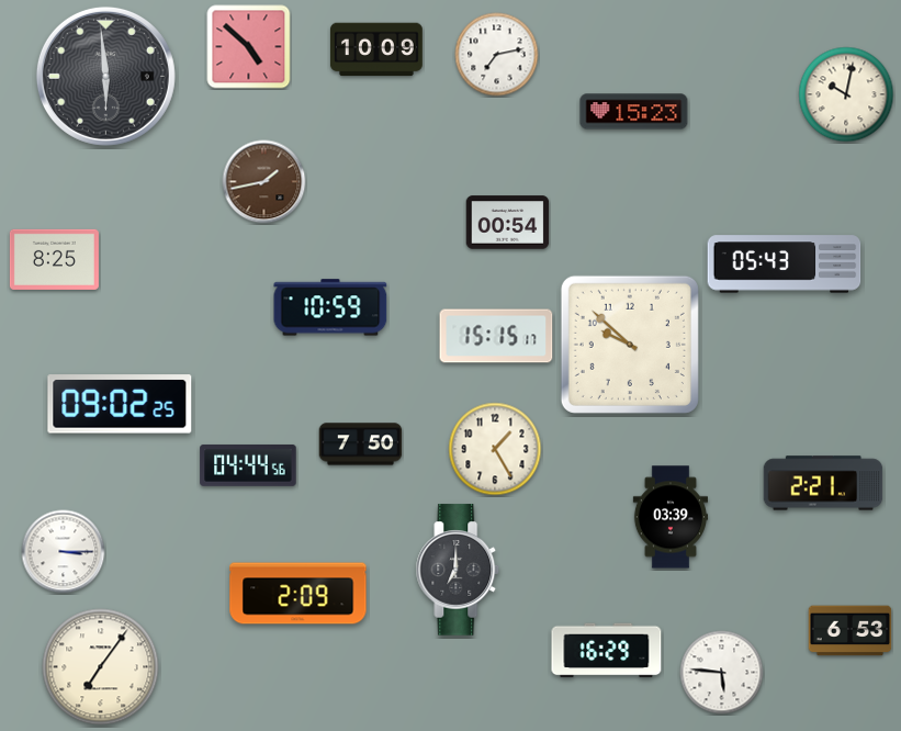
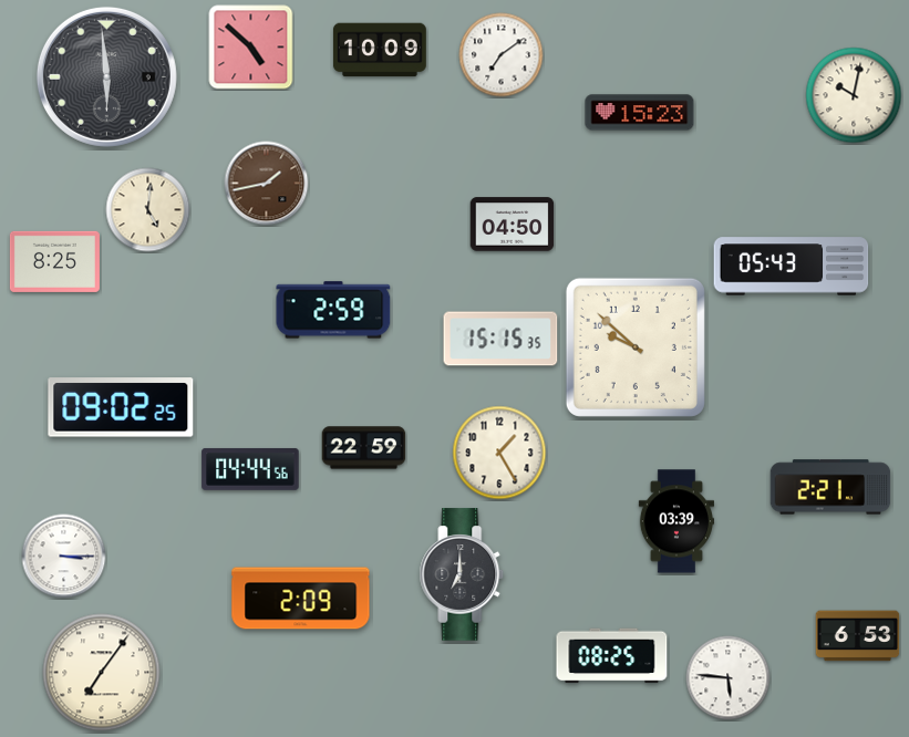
clock at (497, 55): 7:13 -> 7:09
clock at (148, 210): none -> 5:01
clock at (508, 223): 00:54 -> 04:50
clock at (330, 307): 10:59 -> 2:59
clock at (496, 336): 15:15:17 -> 15:15:35
clock at (361, 445): 7:50 -> 22:59
clock at (607, 651): 16:29 -> 08:25
